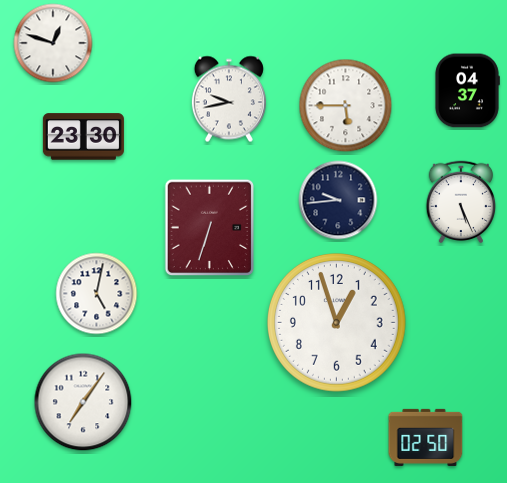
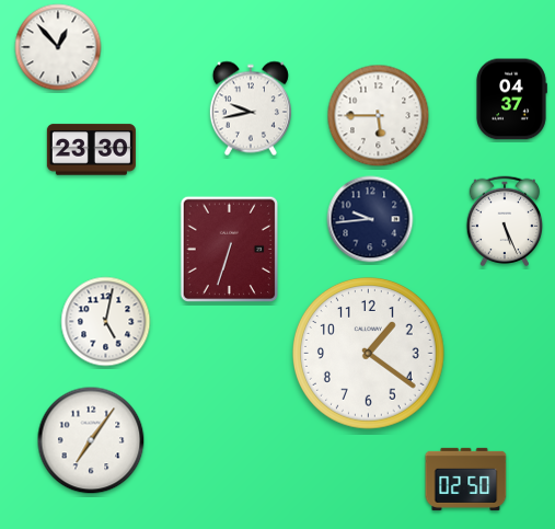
clock at (53, 43): 12:48 -> 12:53
clock at (337, 323): 12:57 -> 1:21
